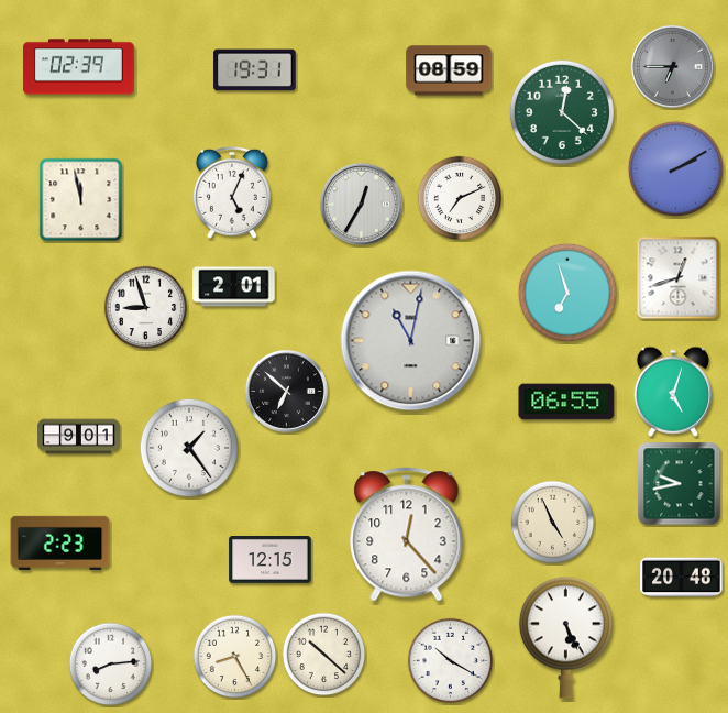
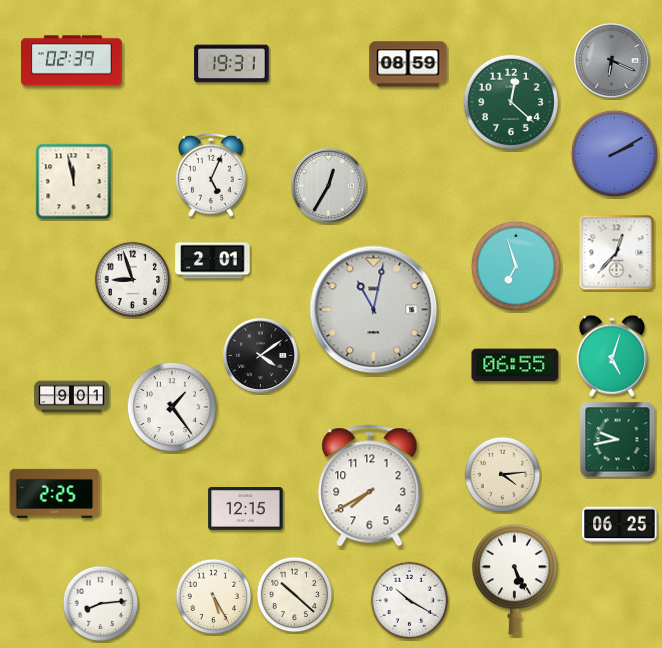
clock at (672, 66): 6:45 -> 6:19
clock at (460, 198): 7:11 -> none
clock at (679, 278): 12:42 -> 12:37
clock at (286, 391): 6:52 -> 4:09
clock at (553, 523): 4:56 -> 4:14
clock at (407, 535): 12:23 -> 7:40
clock at (60, 542): 2:23 -> 2:25
clock at (682, 578): 20:48 -> 06:25
clock at (235, 657): 8:25 -> 5:25
